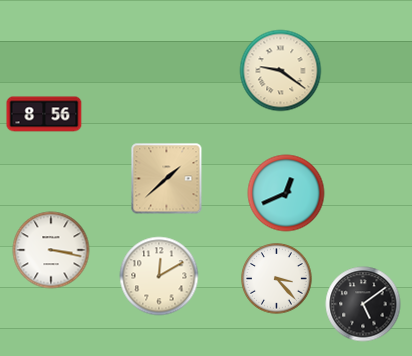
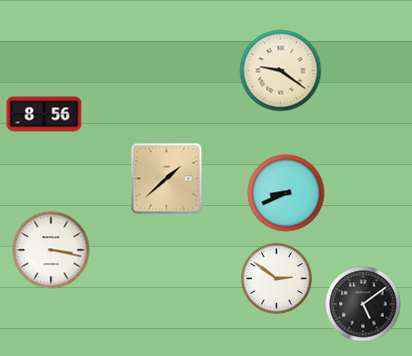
clock at (286, 193): 12:41 -> 8:41
clock at (159, 276): 12:10 -> none
clock at (277, 279): 3:23 -> 2:51
